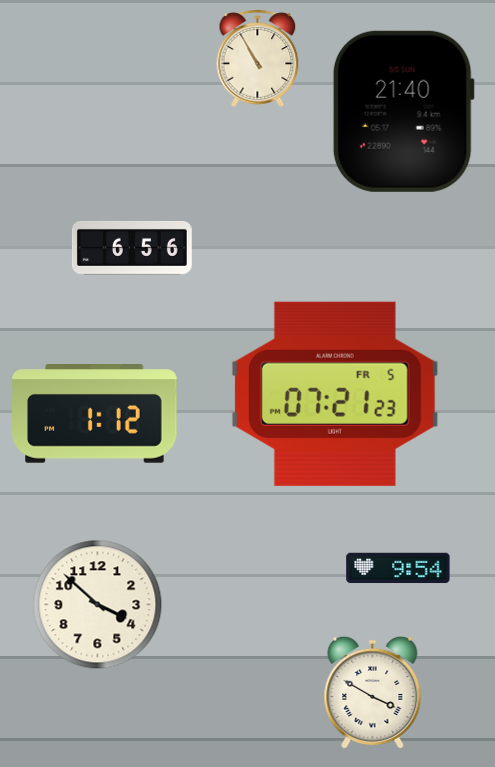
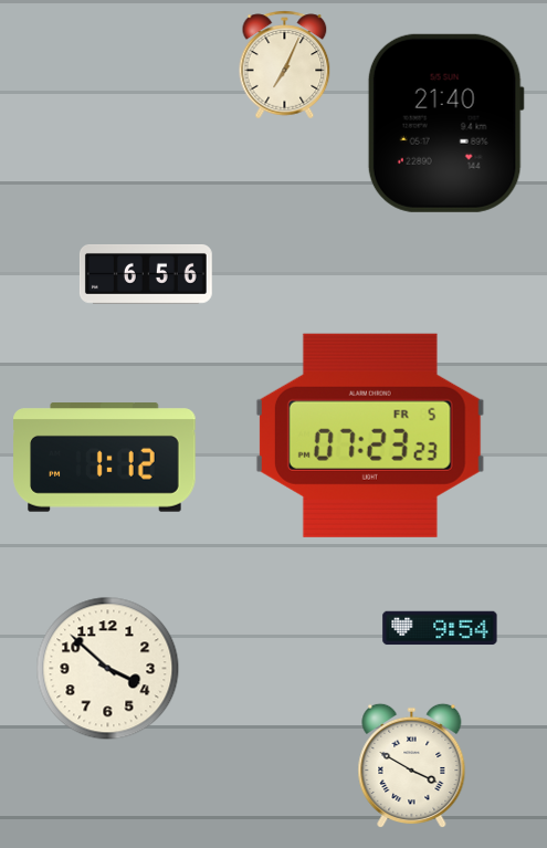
clock at (258, 59): 10:55 -> 7:04
clock at (335, 394): 07:21 -> 07:23
